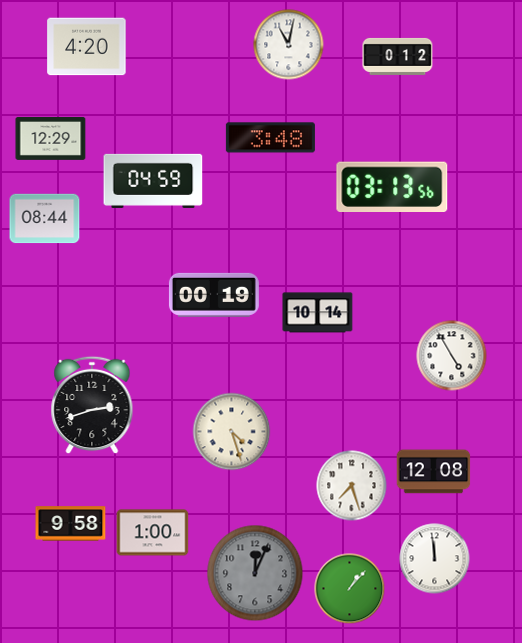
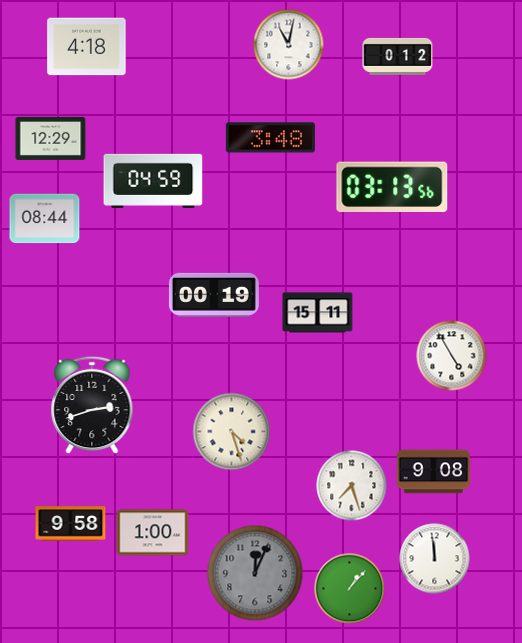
clock at (87, 47): 4:20 -> 4:18
clock at (318, 313): 10:14 -> 15:11
clock at (434, 472): 12:08 -> 9:08
